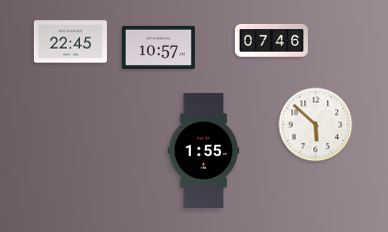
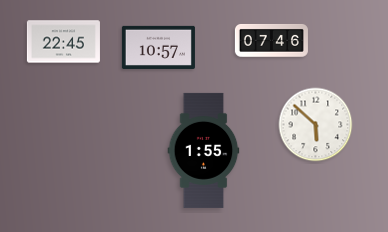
clock at (70, 42) position: (70, 42) -> (63, 42)
